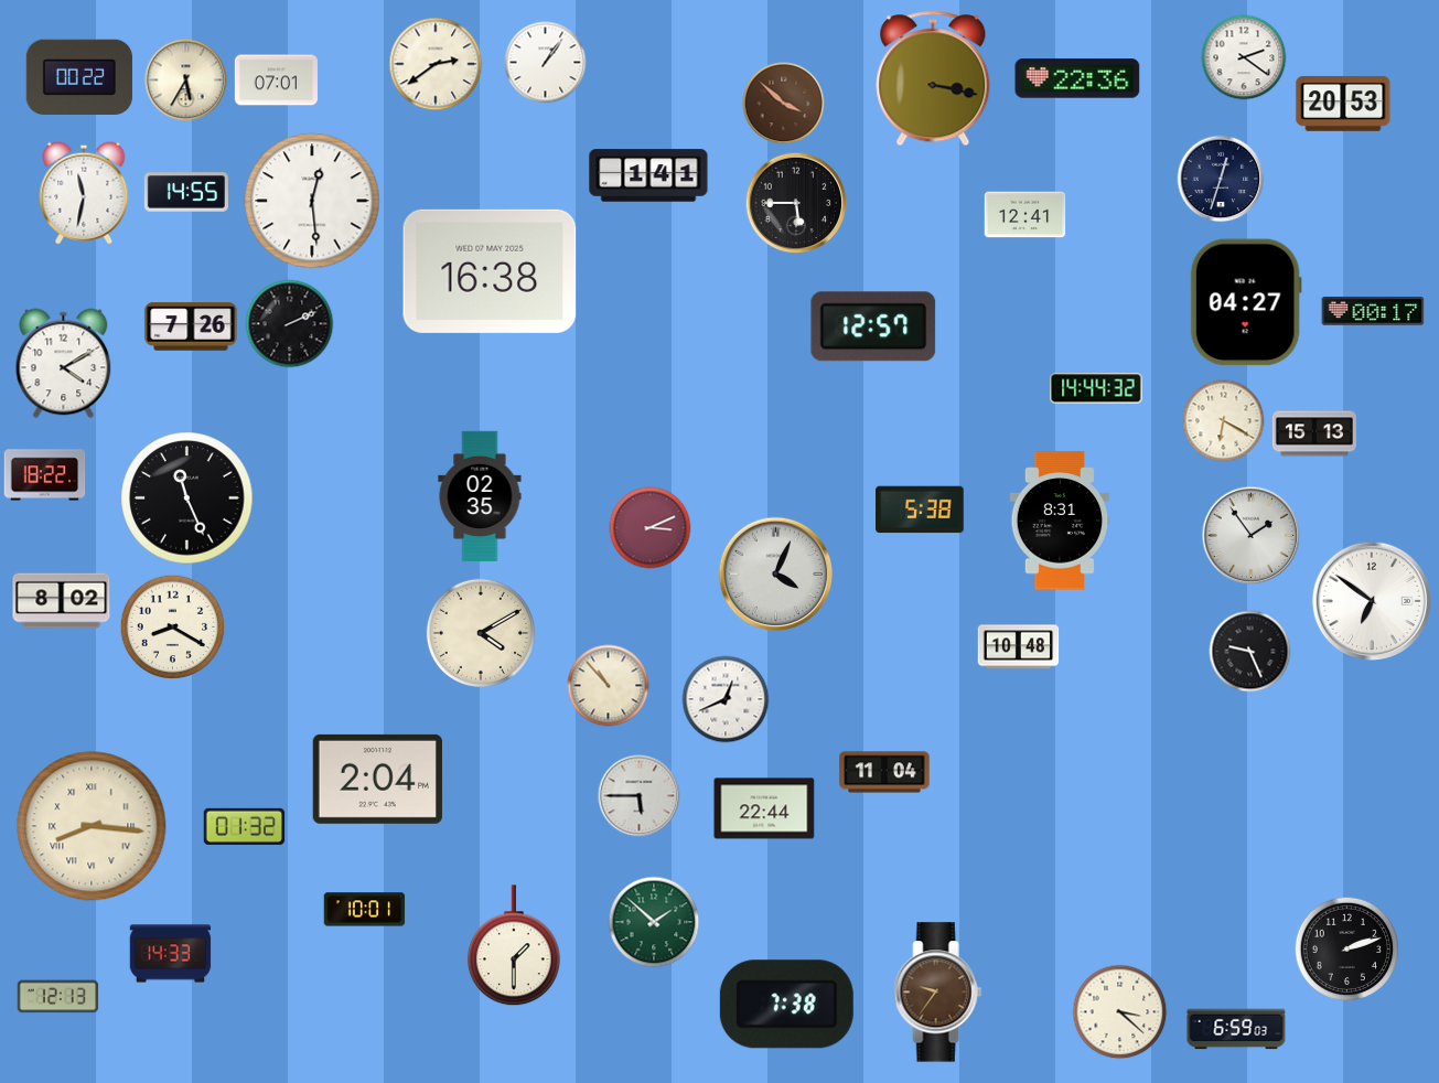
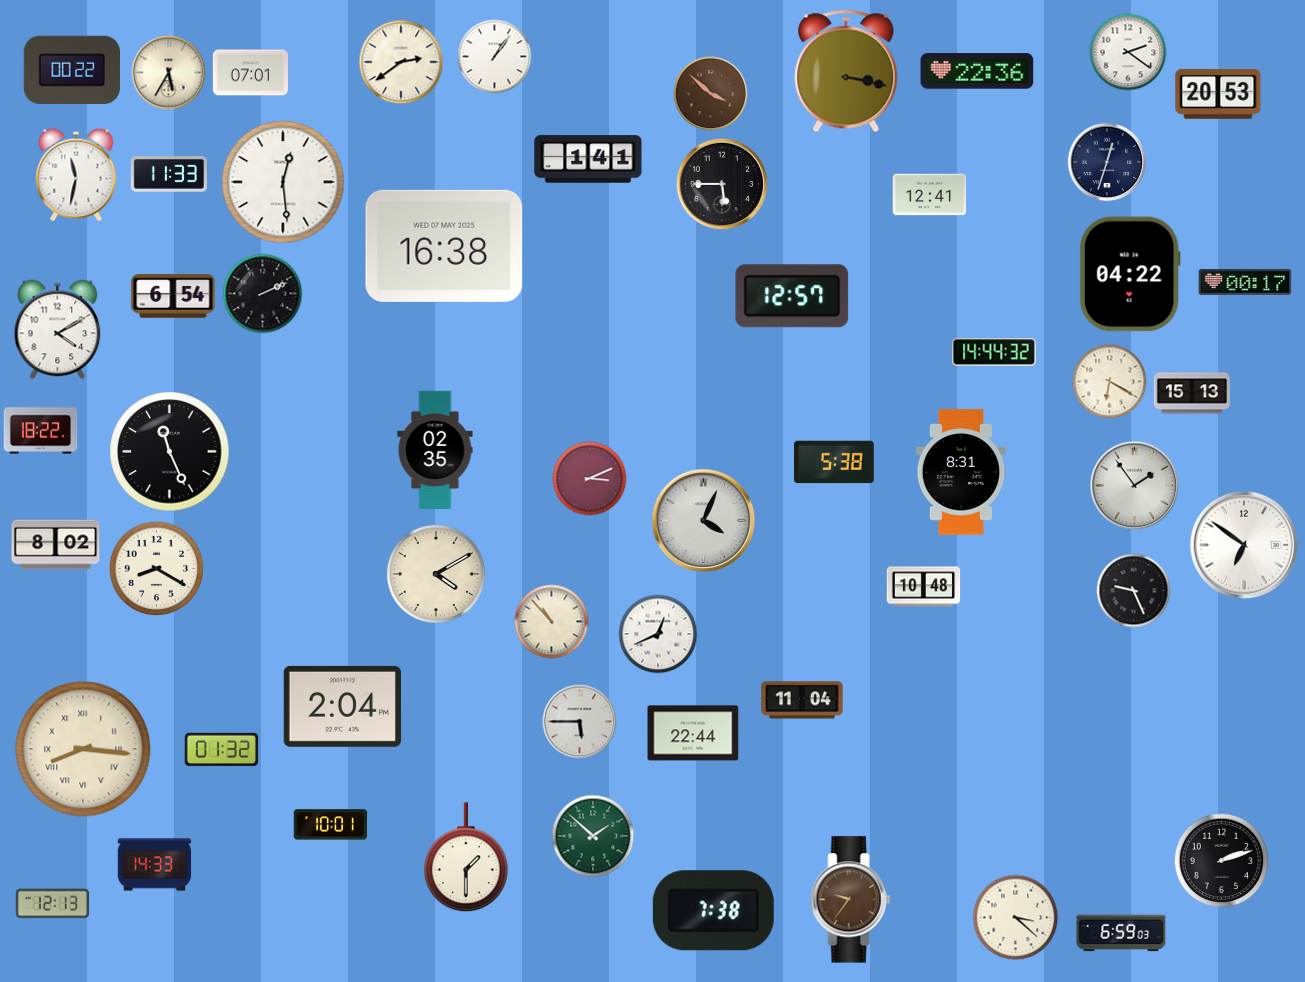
clock at (436, 64) position: (436, 64) -> (401, 62)
clock at (186, 192): 14:55 -> 11:33
clock at (1246, 302): 04:27 -> 04:22
clock at (191, 326): 7:26 -> 6:54
